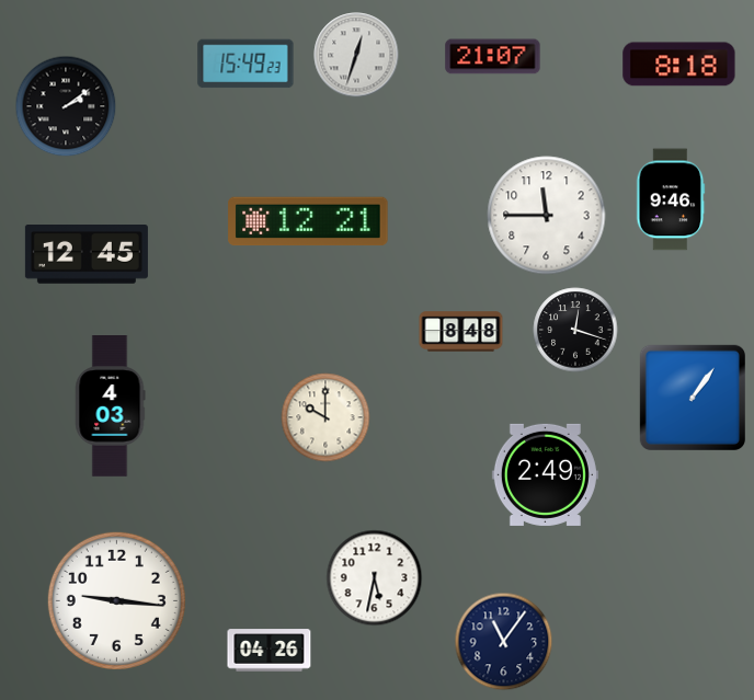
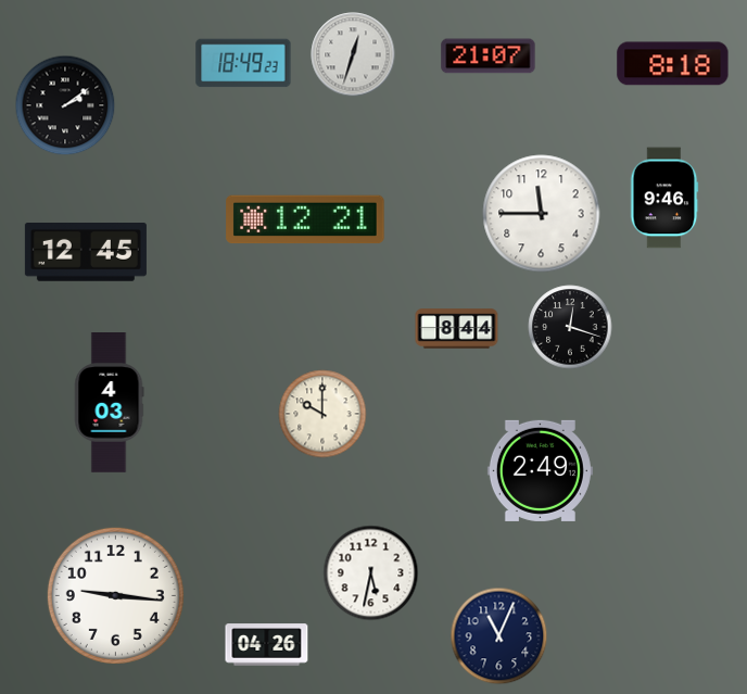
clock at (245, 64): 15:49 -> 18:49
clock at (461, 332): 8:48 -> 8:44
clock at (693, 398): 1:06 -> none
clock at (504, 642): 11:06 -> 11:04
